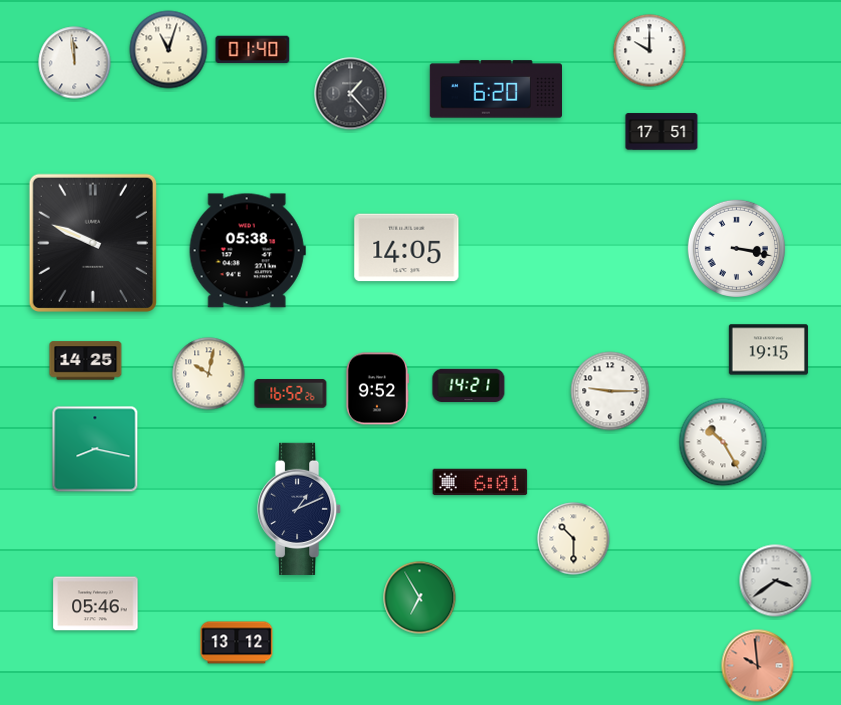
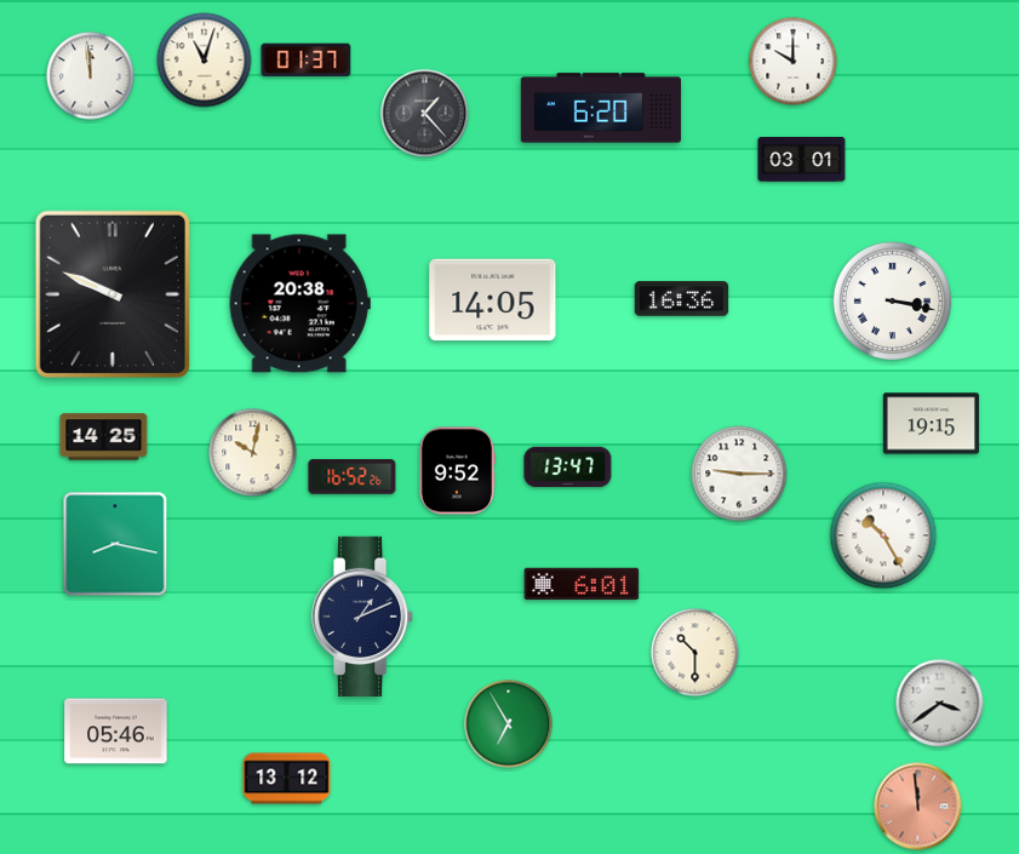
clock at (253, 50): 01:40 -> 01:37
clock at (650, 51) position: (650, 51) -> (794, 62)
clock at (662, 132): 17:51 -> 03:01
clock at (682, 299): none -> 16:36
clock at (247, 251): 05:38 -> 20:38
clock at (469, 386): 14:21 -> 13:47
clock at (723, 442) position: (723, 442) -> (883, 535)
clock at (758, 666): 9:59 -> 11:59
